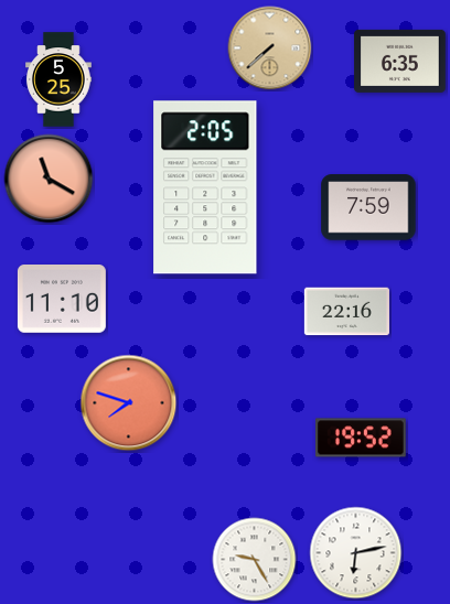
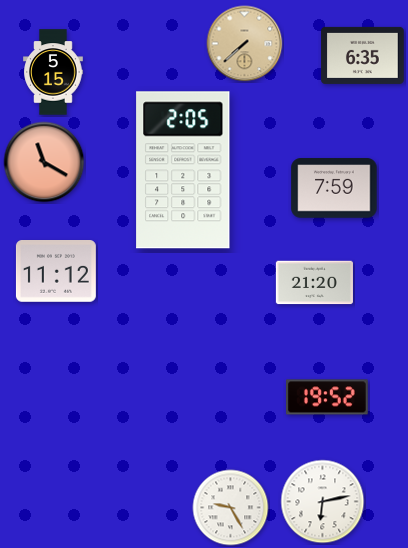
clock at (58, 79): 5:25 -> 5:15
clock at (205, 187) position: (205, 187) -> (183, 170)
clock at (62, 299): 11:10 -> 11:12
clock at (346, 312): 22:16 -> 21:20
clock at (129, 403): 7:48 -> none
